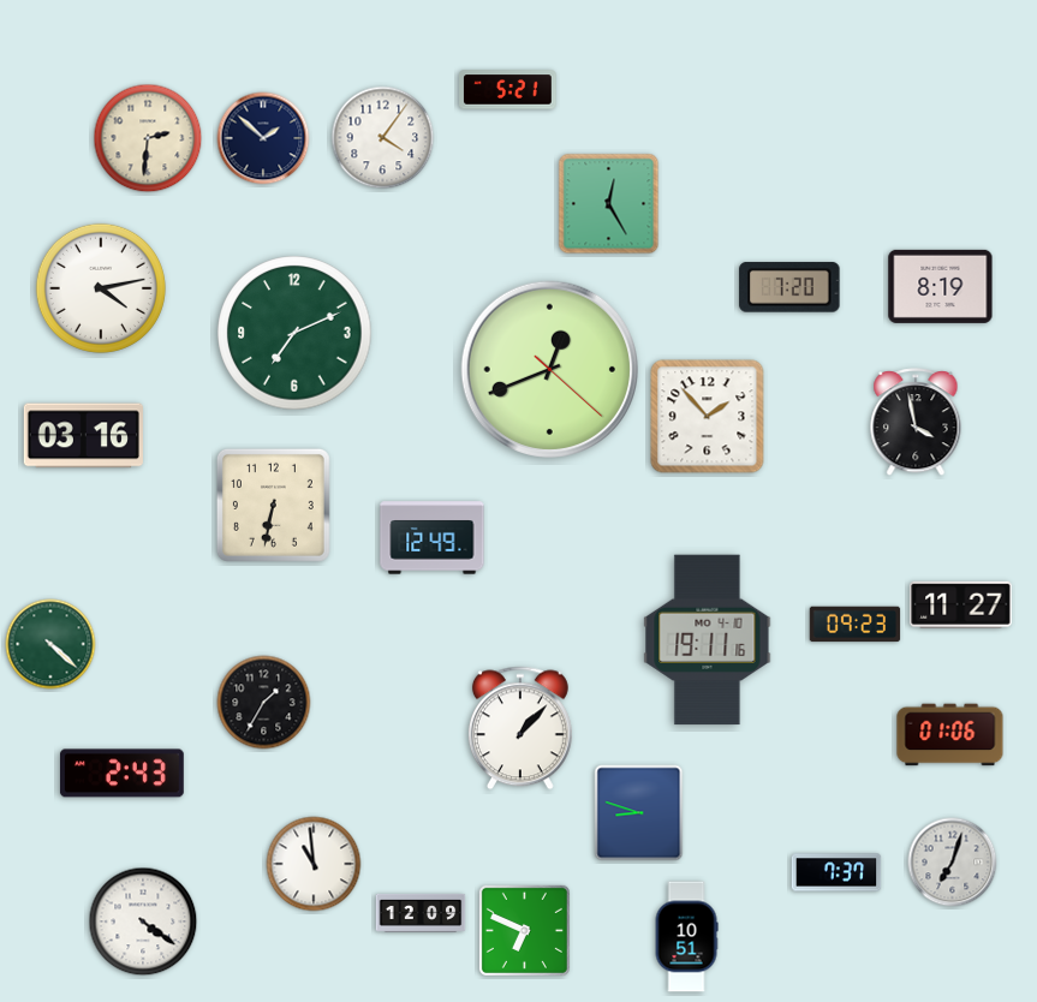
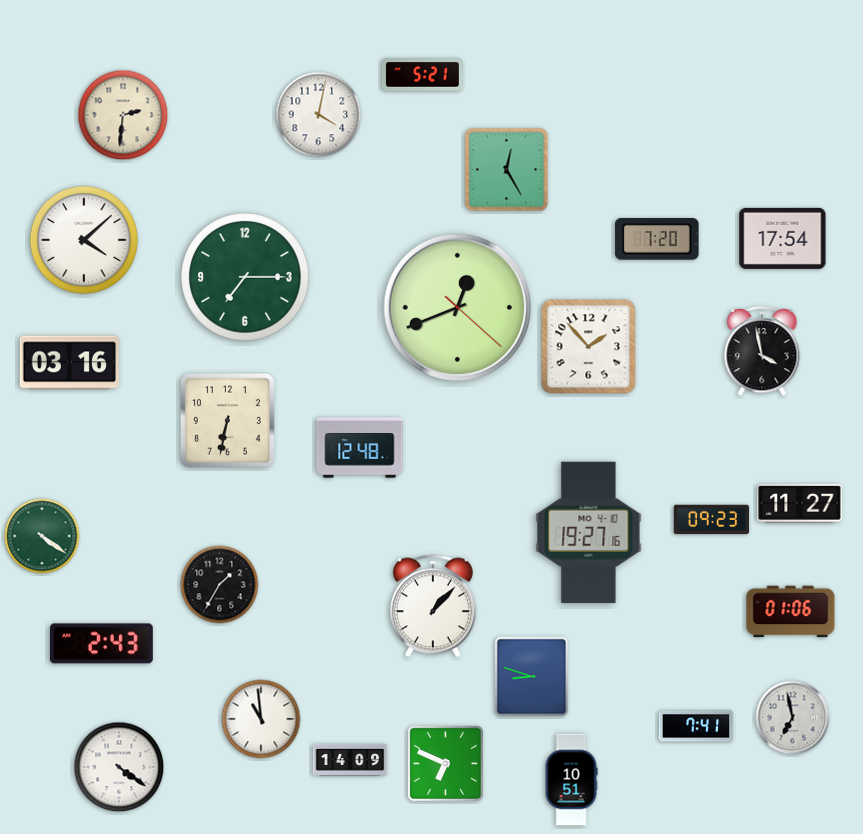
clock at (263, 138): 1:52 -> none
clock at (383, 138): 4:06 -> 4:02
clock at (941, 286): 8:19 -> 17:54
clock at (101, 288): 4:13 -> 4:08
clock at (294, 333): 7:11 -> 7:15
clock at (433, 538): 12:49 -> 12:48
clock at (708, 640): 19:11 -> 19:27
clock at (50, 644): 4:22 -> 4:21
clock at (953, 863): 7:03 -> 6:58
clock at (836, 872): 7:37 -> 7:41
clock at (421, 913): 12:09 -> 14:09
clock at (524, 930) position: (524, 930) -> (445, 763)
